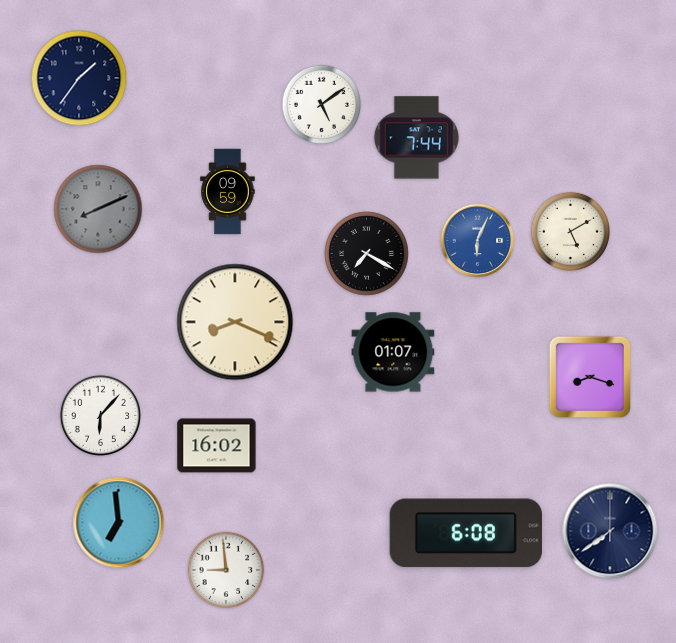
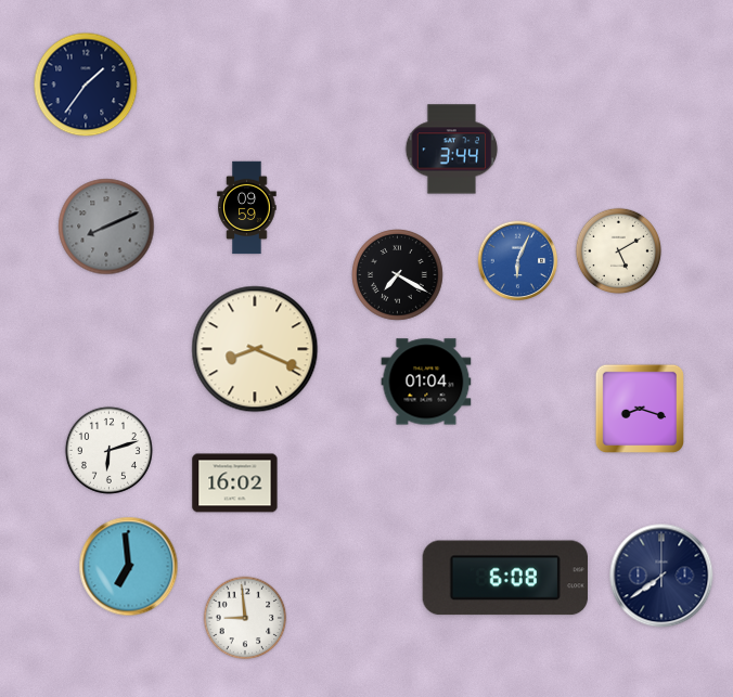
clock at (322, 105): 5:09 -> none
clock at (417, 138): 7:44 -> 3:44
clock at (393, 352): 01:07 -> 01:04
clock at (100, 415): 6:07 -> 6:12
